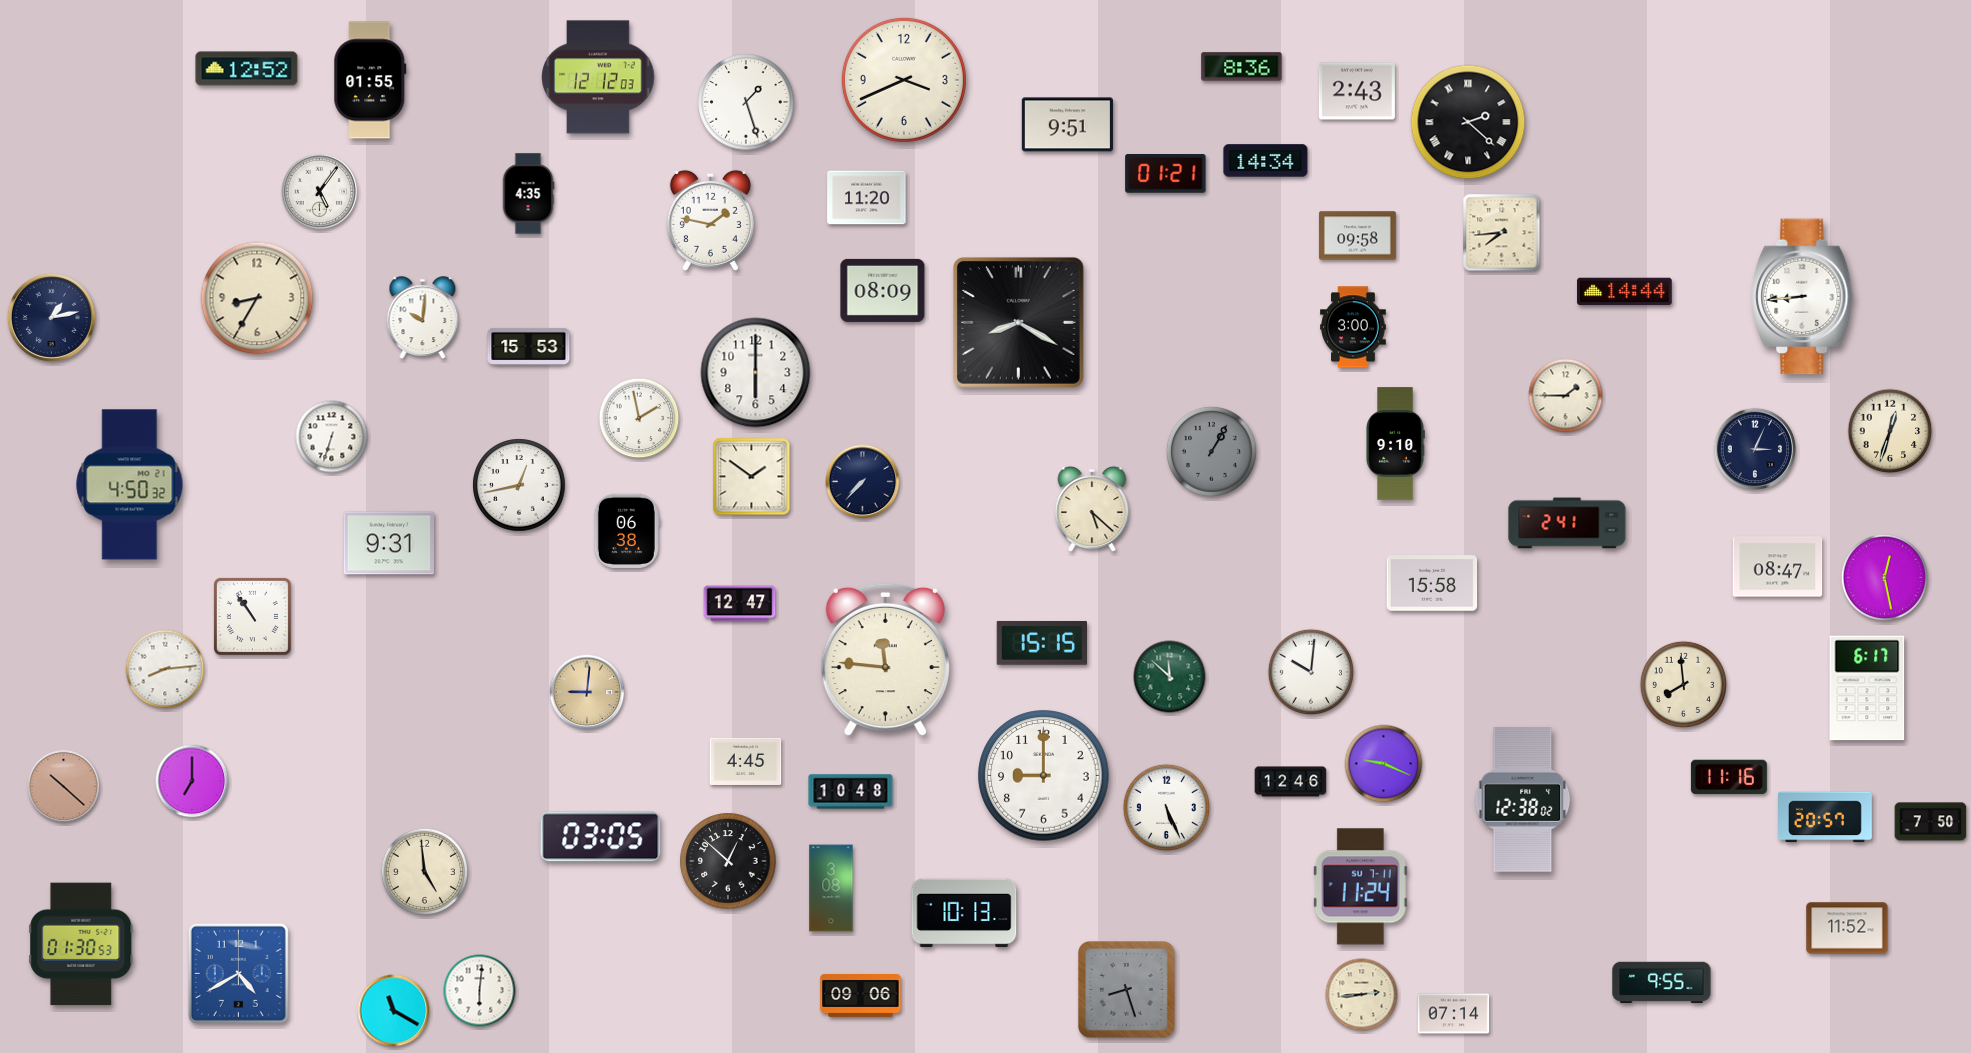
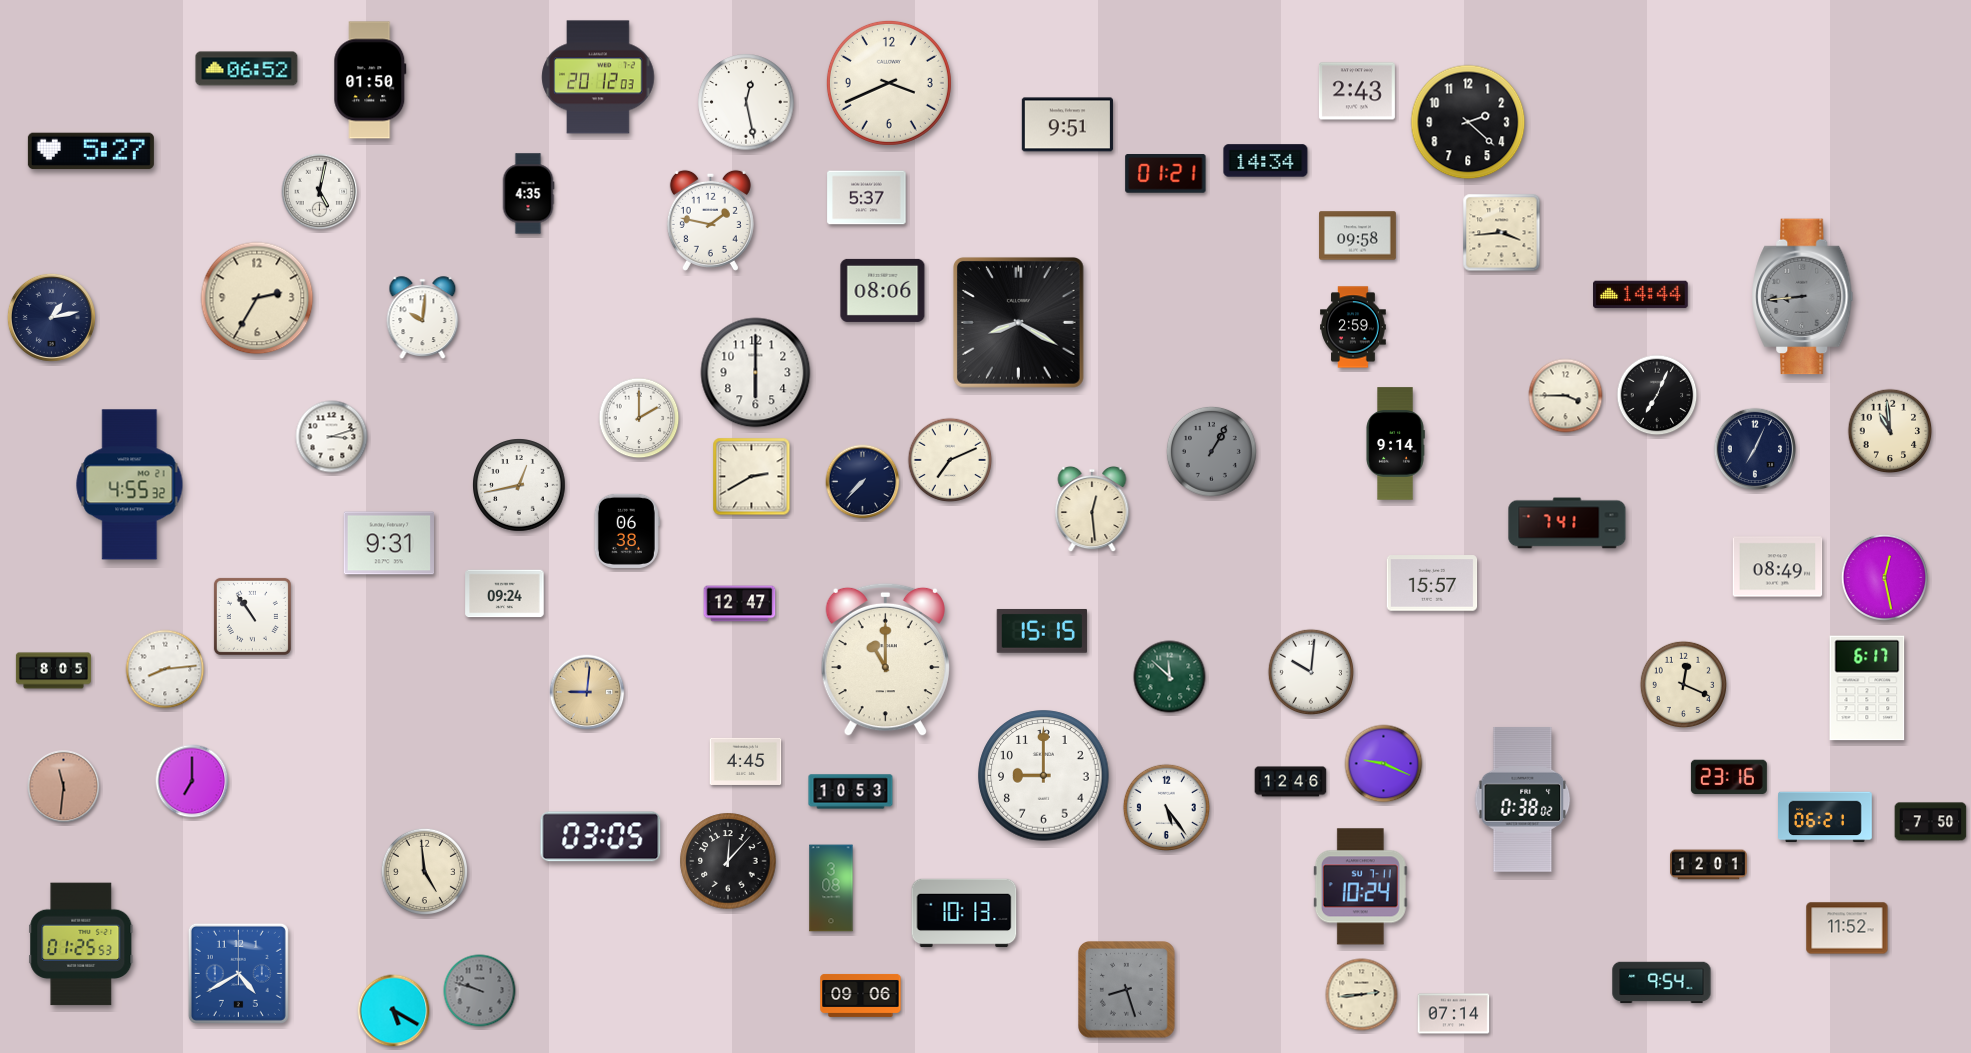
clock at (1242, 67): 8:36 -> none
clock at (247, 69): 12:52 -> 06:52
clock at (598, 77): 12:12 -> 20:12
clock at (370, 80): 01:55 -> 01:50
clock at (904, 80) position: (904, 80) -> (889, 83)
clock at (746, 102): 1:27 -> 12:28
clock at (1468, 122) numerals: Roman -> Arabic
clock at (91, 151): none -> 5:27
clock at (320, 192): 5:06 -> 5:02
clock at (867, 198): 11:20 -> 5:37
clock at (1502, 233): 7:44 -> 3:44
clock at (883, 290): 08:09 -> 08:06
clock at (1625, 292) position: (1625, 292) -> (1641, 295)
clock at (1803, 297) dial: white -> grey
clock at (257, 298): 8:35 -> 2:35
clock at (1353, 327): 3:00 -> 2:59
clock at (529, 346): 15:53 -> none
clock at (1657, 395): none -> 7:04
clock at (1566, 396): 1:45 -> 3:45
clock at (639, 418): 1:58 -> 2:00
clock at (1890, 431): 12:33 -> 10:59
clock at (332, 437): 6:33 -> 3:12
clock at (1395, 444): 9:10 -> 9:14
clock at (1754, 448): 3:04 -> 7:04
clock at (950, 460): none -> 7:11
clock at (752, 477): 1:51 -> 2:40
clock at (130, 485): 4:50 -> 4:55
clock at (1092, 509): 5:22 -> 12:29
clock at (1567, 523): 2:41 -> 7:41
clock at (1778, 567): 08:47 -> 08:49
clock at (1432, 583): 15:58 -> 15:57
clock at (505, 594): none -> 09:24
clock at (1042, 643) position: (1042, 643) -> (1042, 631)
clock at (885, 660): 11:46 -> 11:00
clock at (53, 671): none -> 8:05
clock at (1683, 684): 7:59 -> 12:19
clock at (1729, 777): 11:16 -> 23:16
clock at (64, 787): 10:22 -> 11:31
clock at (851, 792): 10:48 -> 10:53
clock at (1523, 799): 12:38 -> 0:38
clock at (1166, 807): 5:26 -> 5:24
clock at (1826, 817): 20:57 -> 06:21
clock at (728, 861): 12:52 -> 12:07
clock at (1709, 865): none -> 12:01
clock at (1360, 887): 11:24 -> 10:24
clock at (81, 944): 01:30 -> 01:25
clock at (1662, 983): 9:55 -> 9:54
clock at (480, 991): 6:01 -> 9:48
clock at (480, 991) dial: white -> grey
clock at (394, 1011): 11:20 -> 5:20
